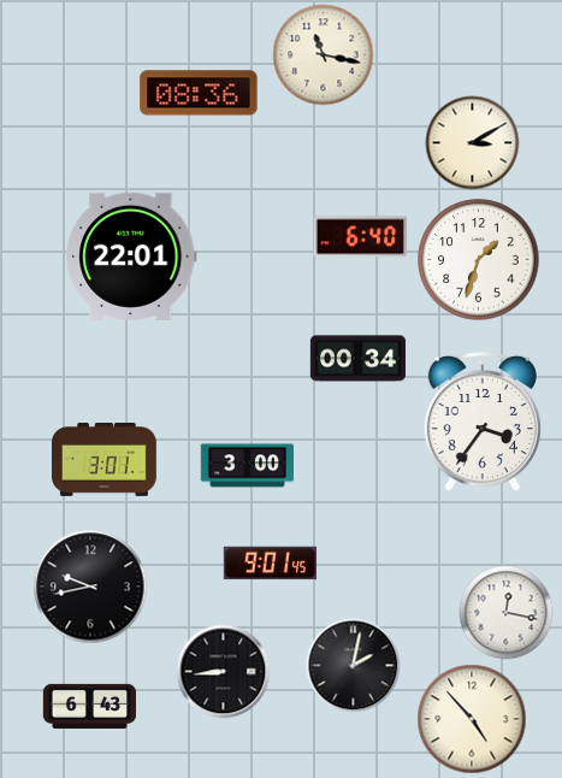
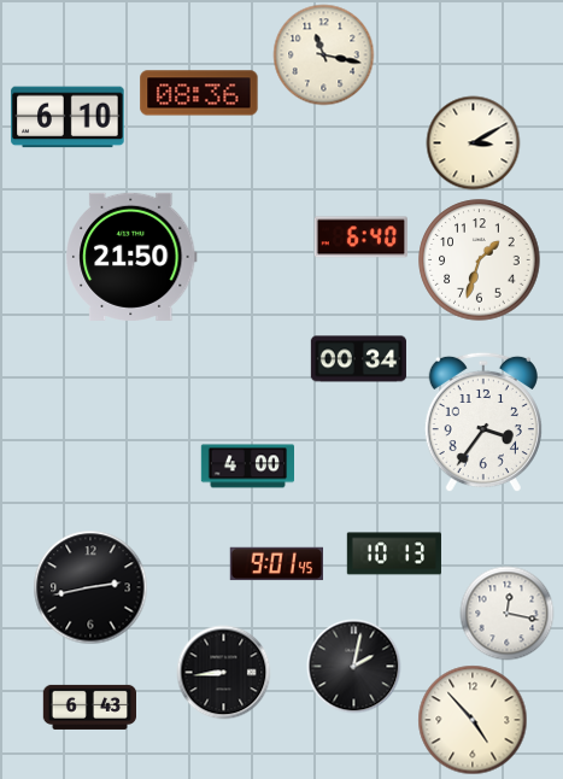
clock at (68, 117): none -> 6:10
clock at (131, 257): 22:01 -> 21:50
clock at (105, 460): 3:01 -> none
clock at (247, 466): 3:00 -> 4:00
clock at (394, 553): none -> 10:13
clock at (270, 564) position: (270, 564) -> (276, 564)
clock at (90, 587): 9:43 -> 2:43
